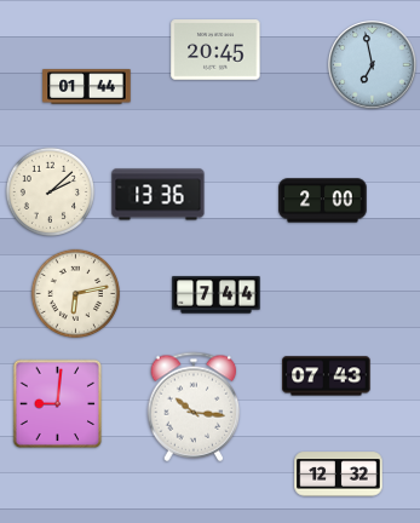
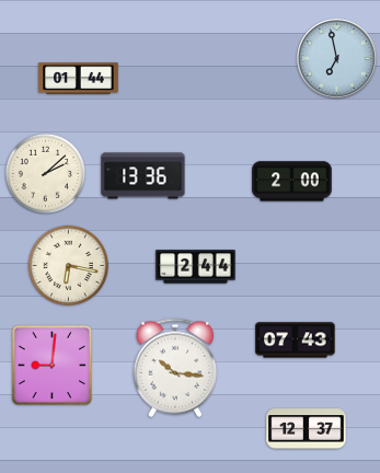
clock at (215, 50): 20:45 -> none
clock at (75, 293): 6:13 -> 6:17
clock at (217, 295): 7:44 -> 2:44
clock at (339, 475): 12:32 -> 12:37
